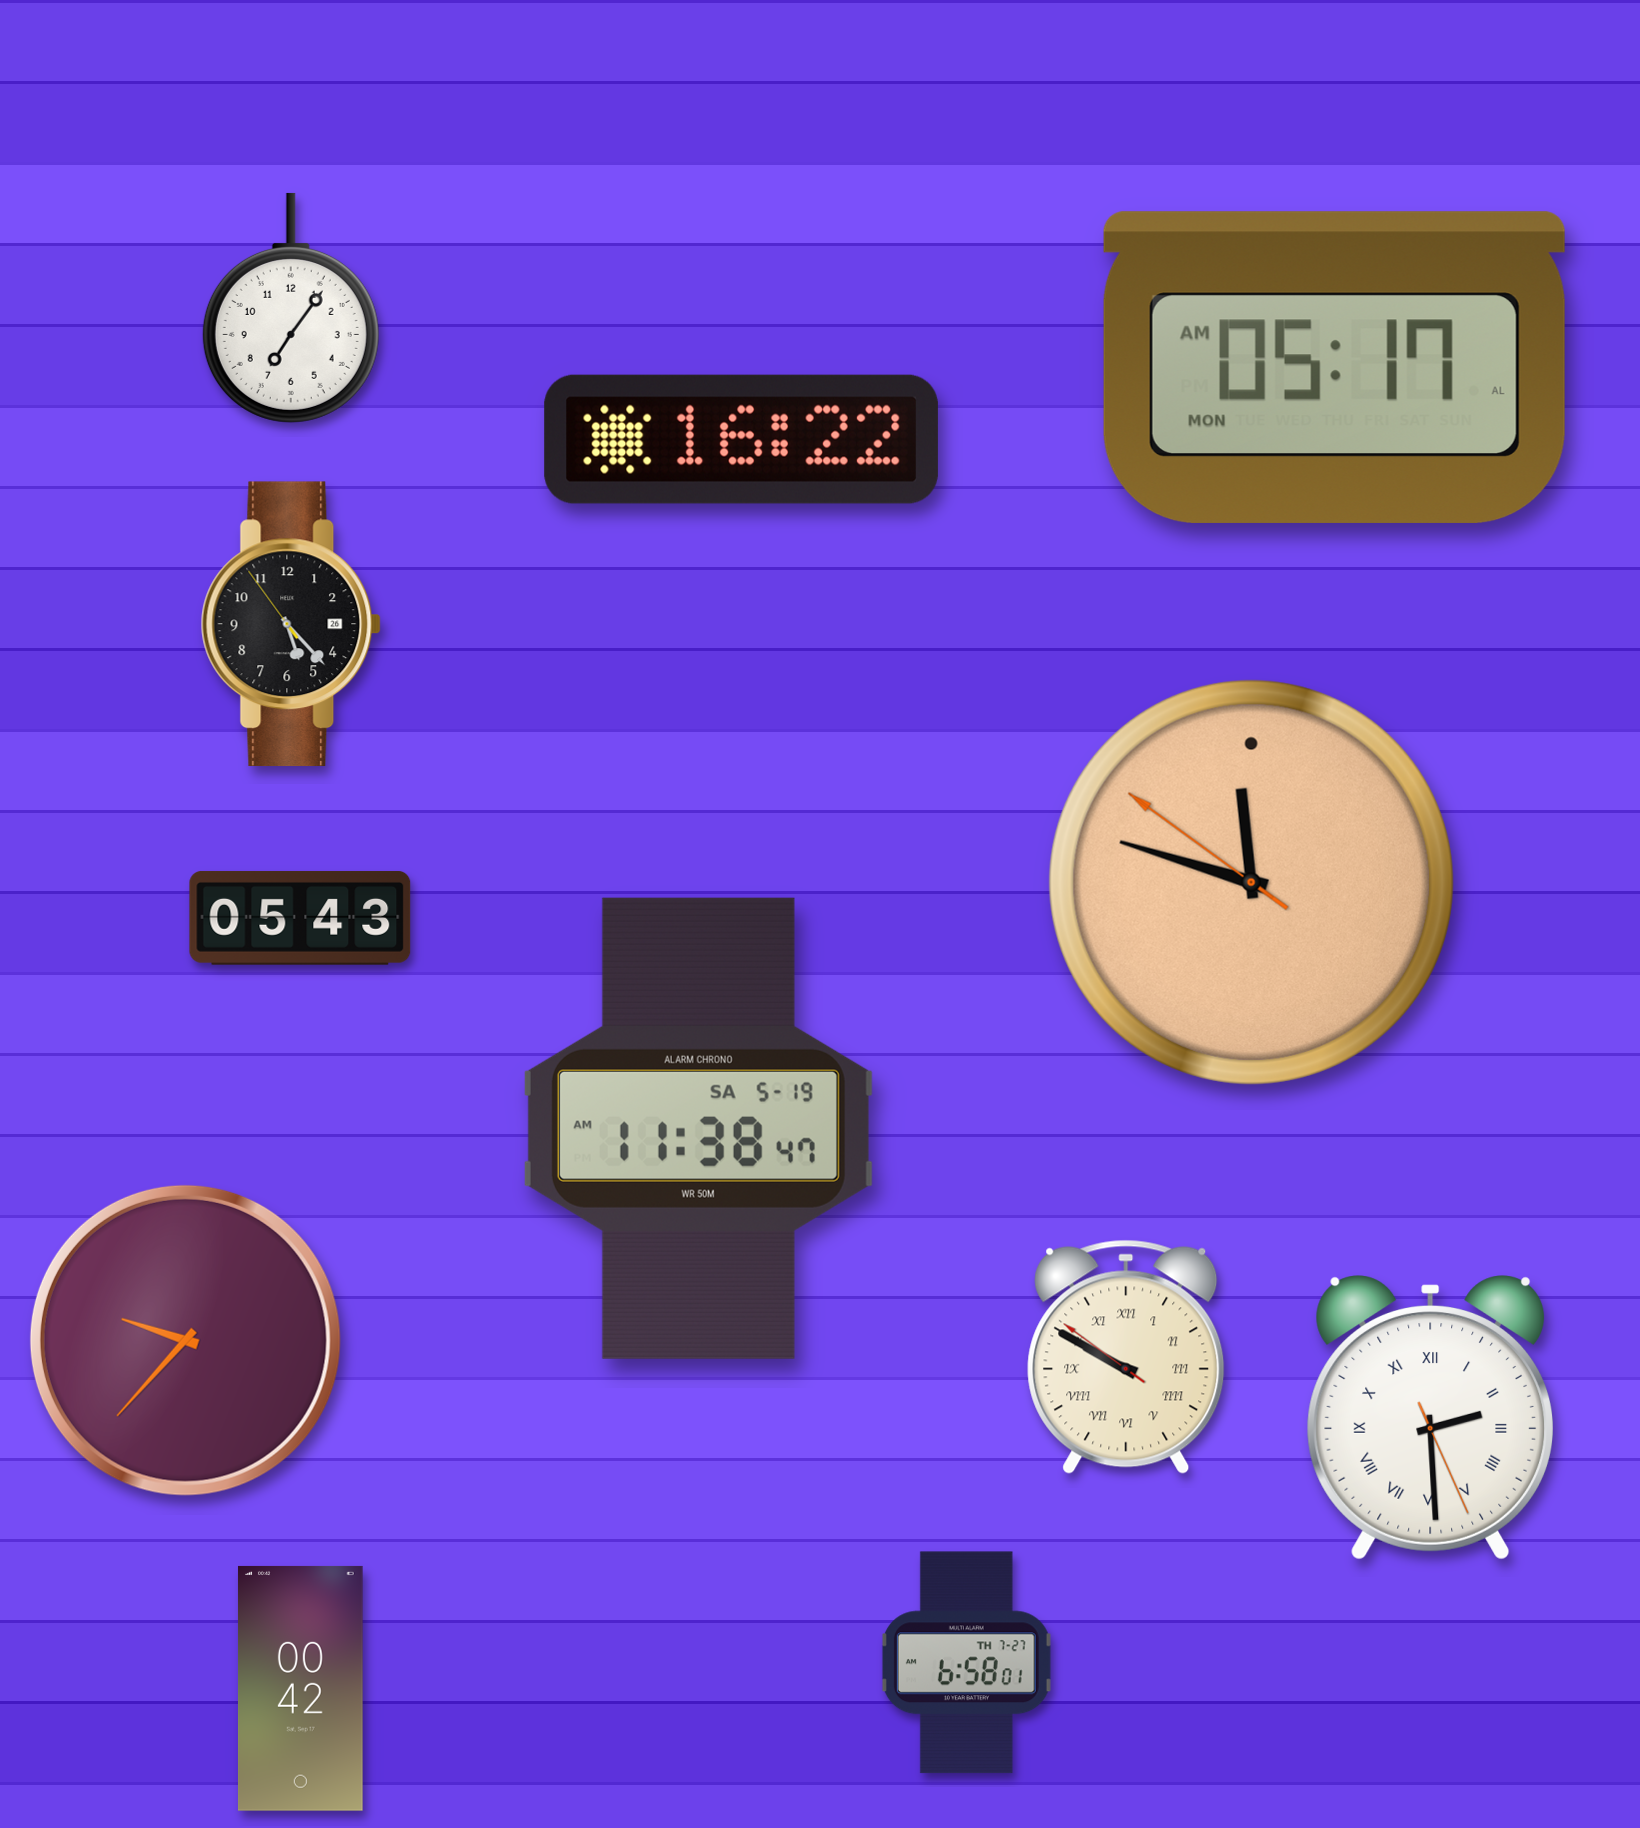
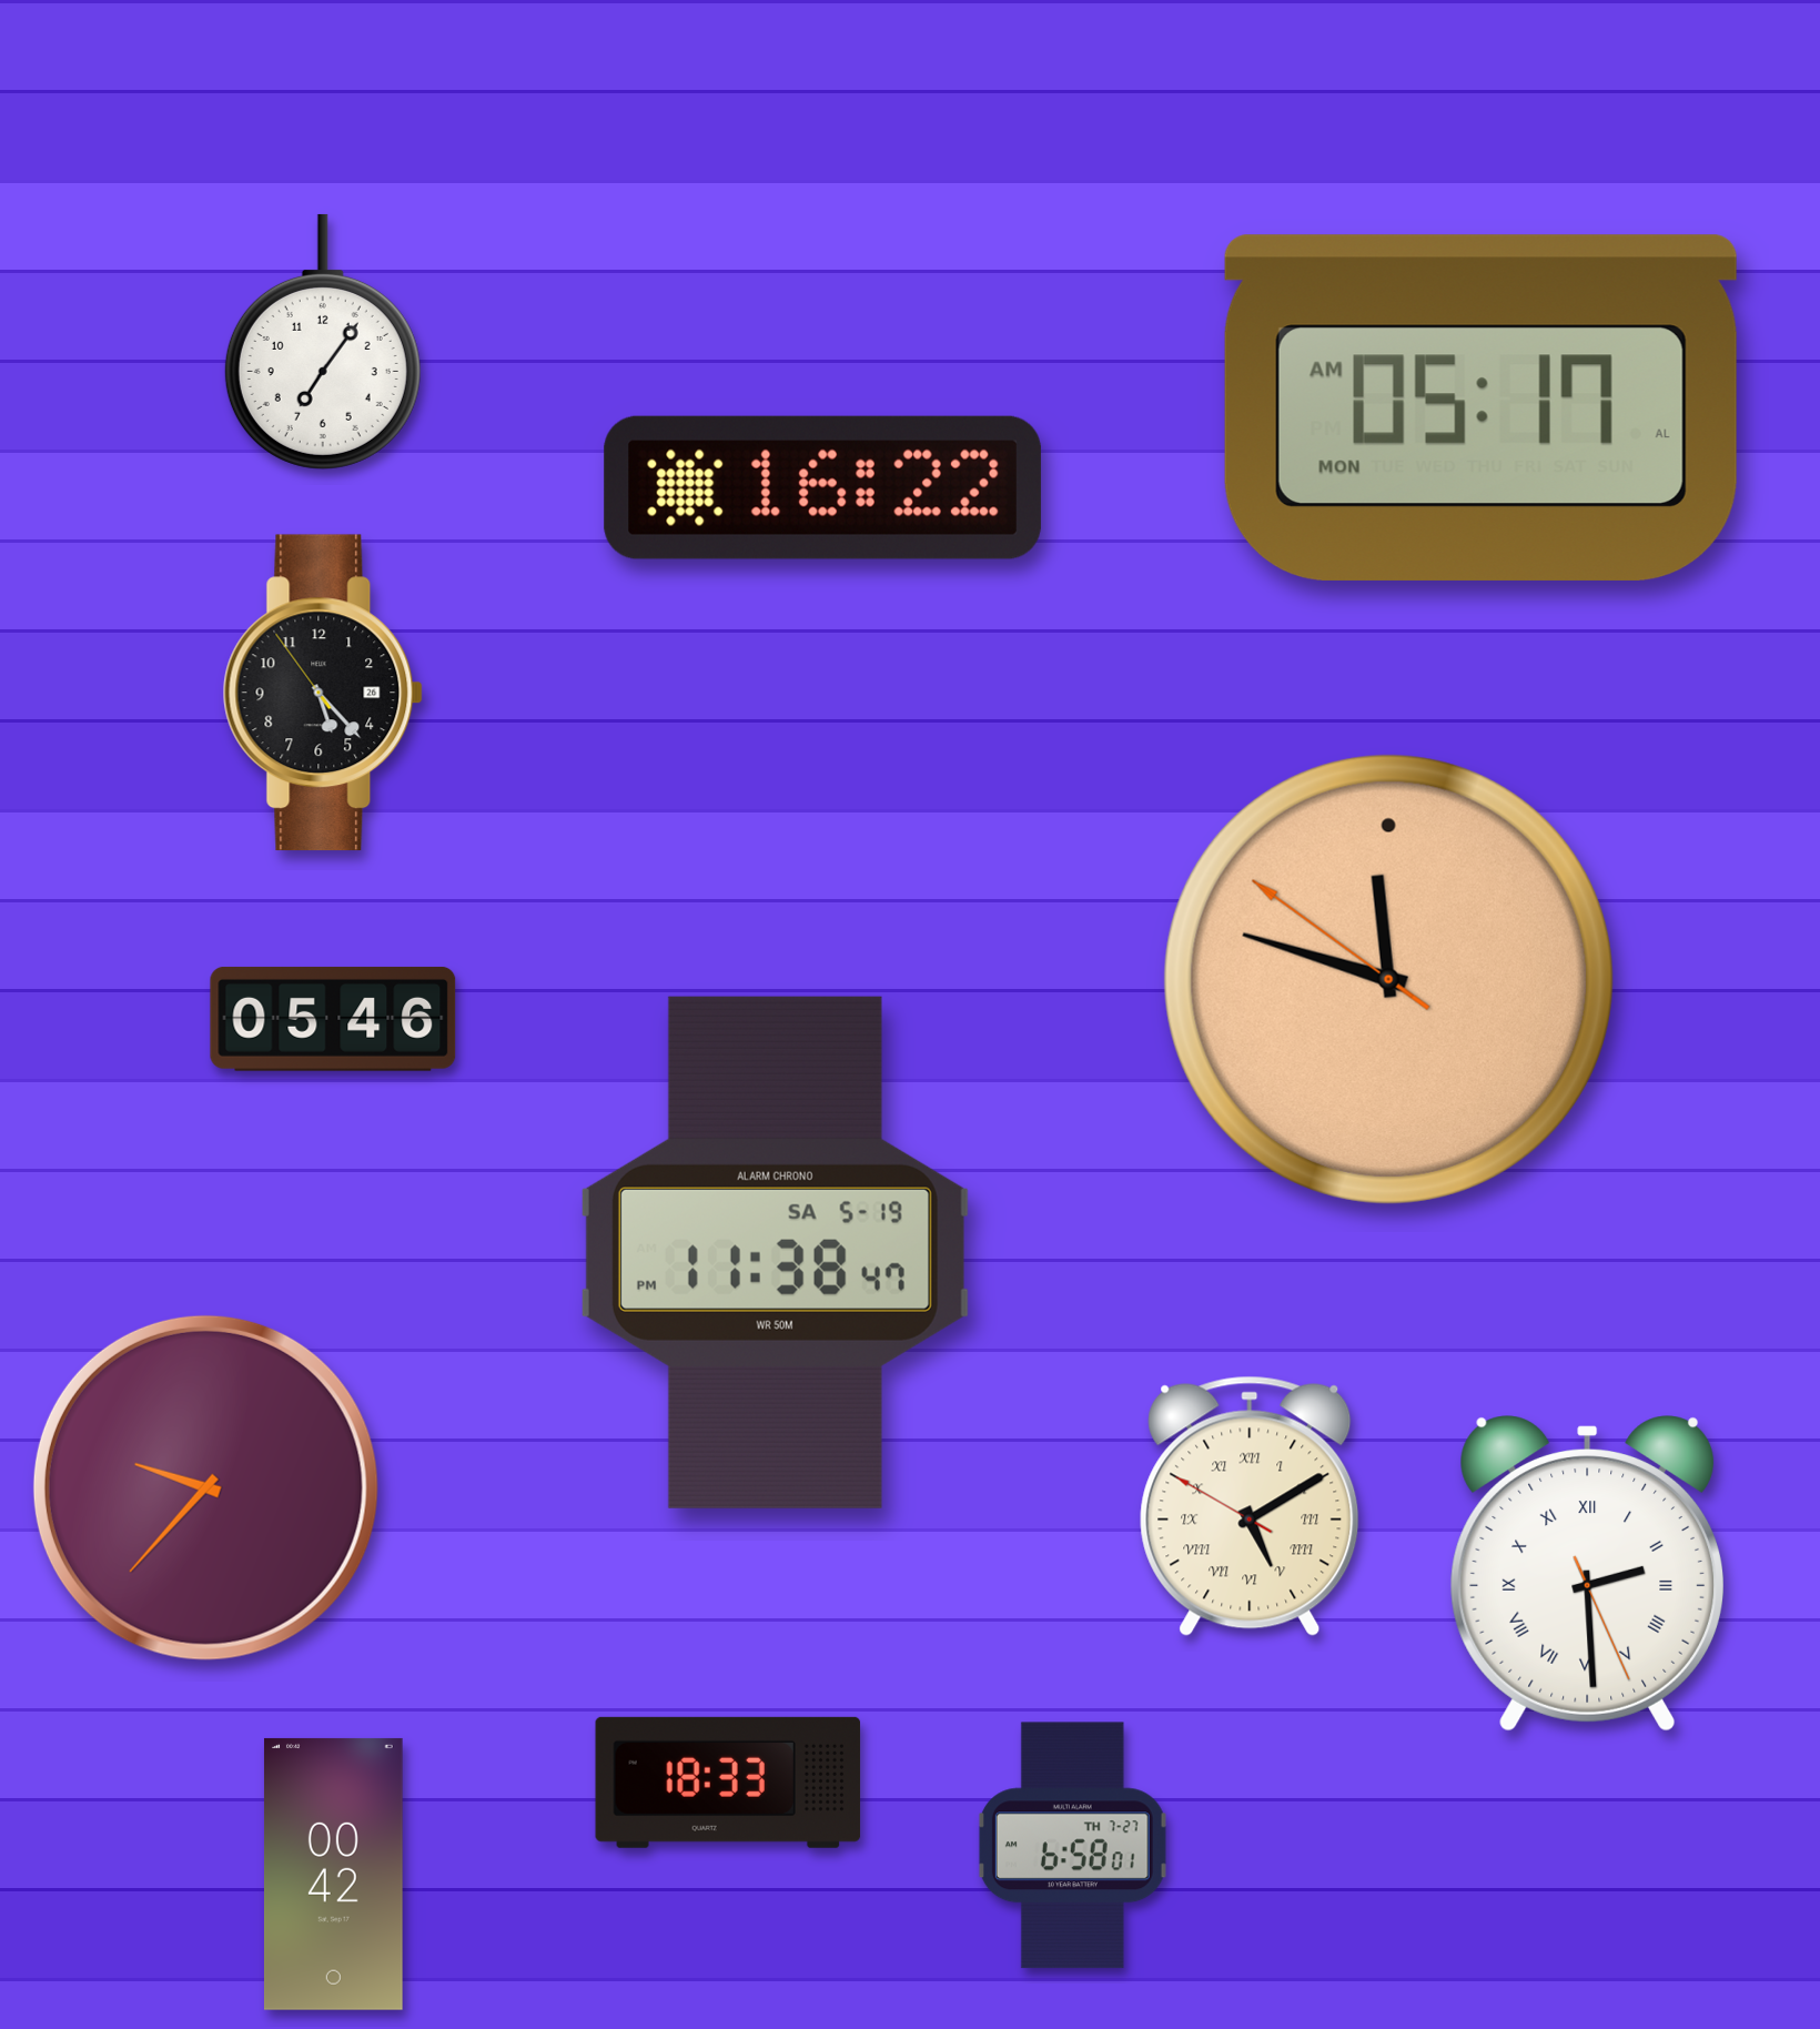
clock at (300, 918): 05:43 -> 05:46
clock at (698, 1128): 11:38:47 AM -> 11:38:47 PM
clock at (1126, 1357): 9:49 -> 5:09
clock at (728, 1783): none -> 18:33
